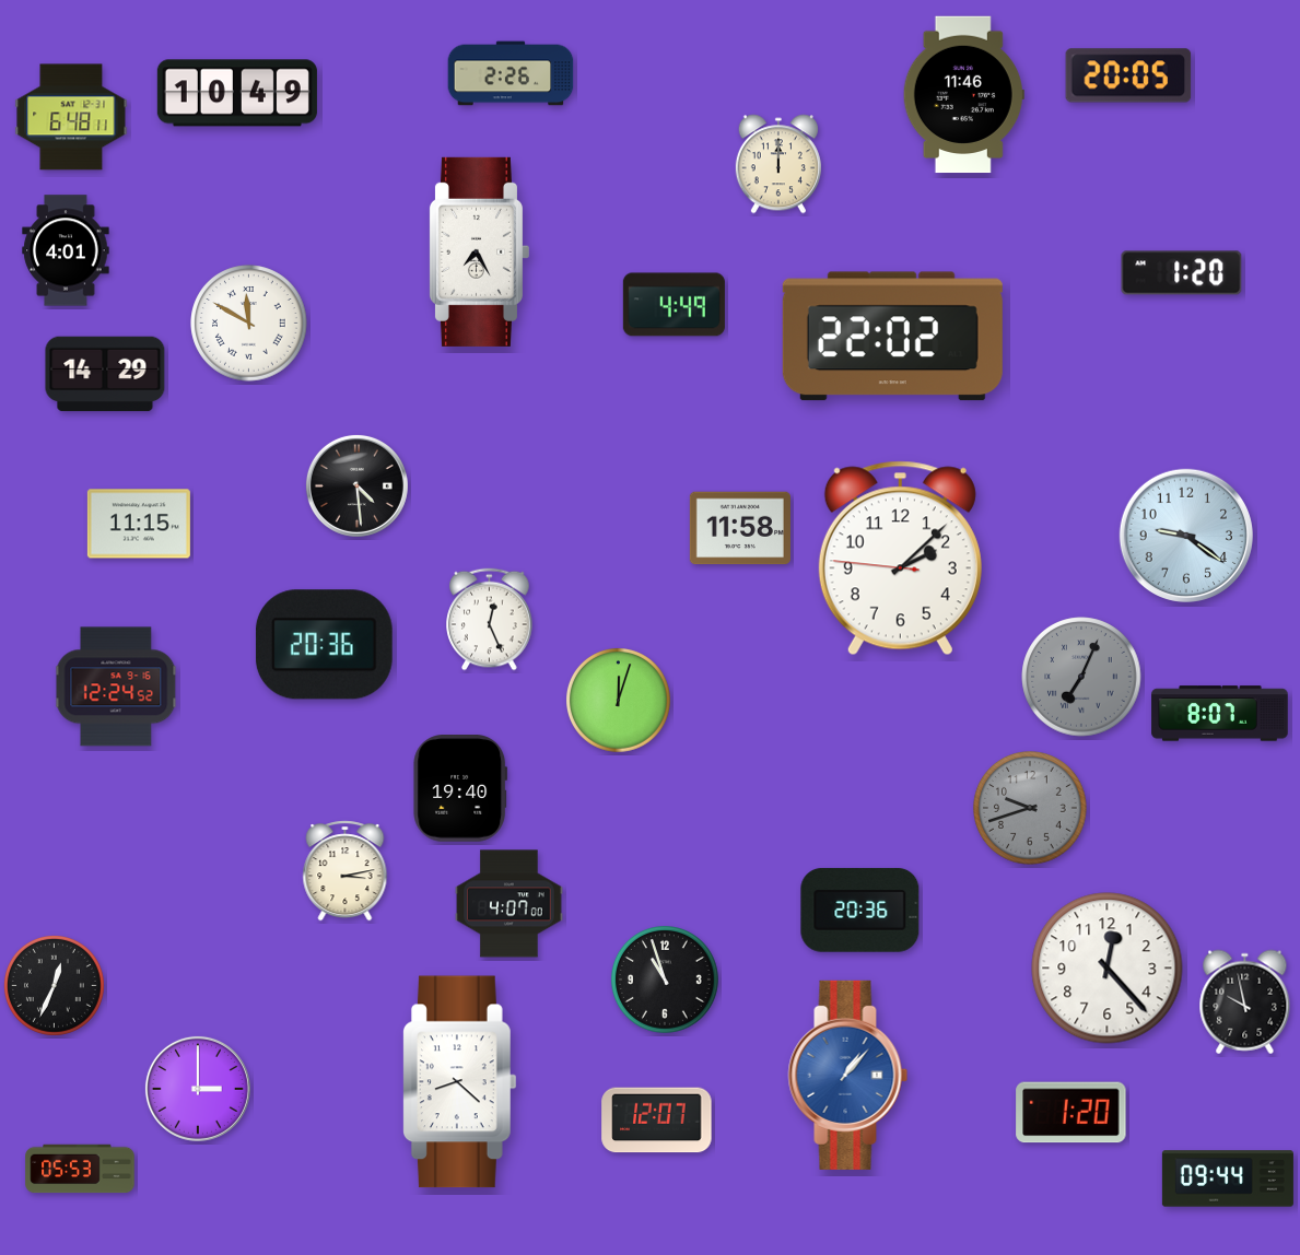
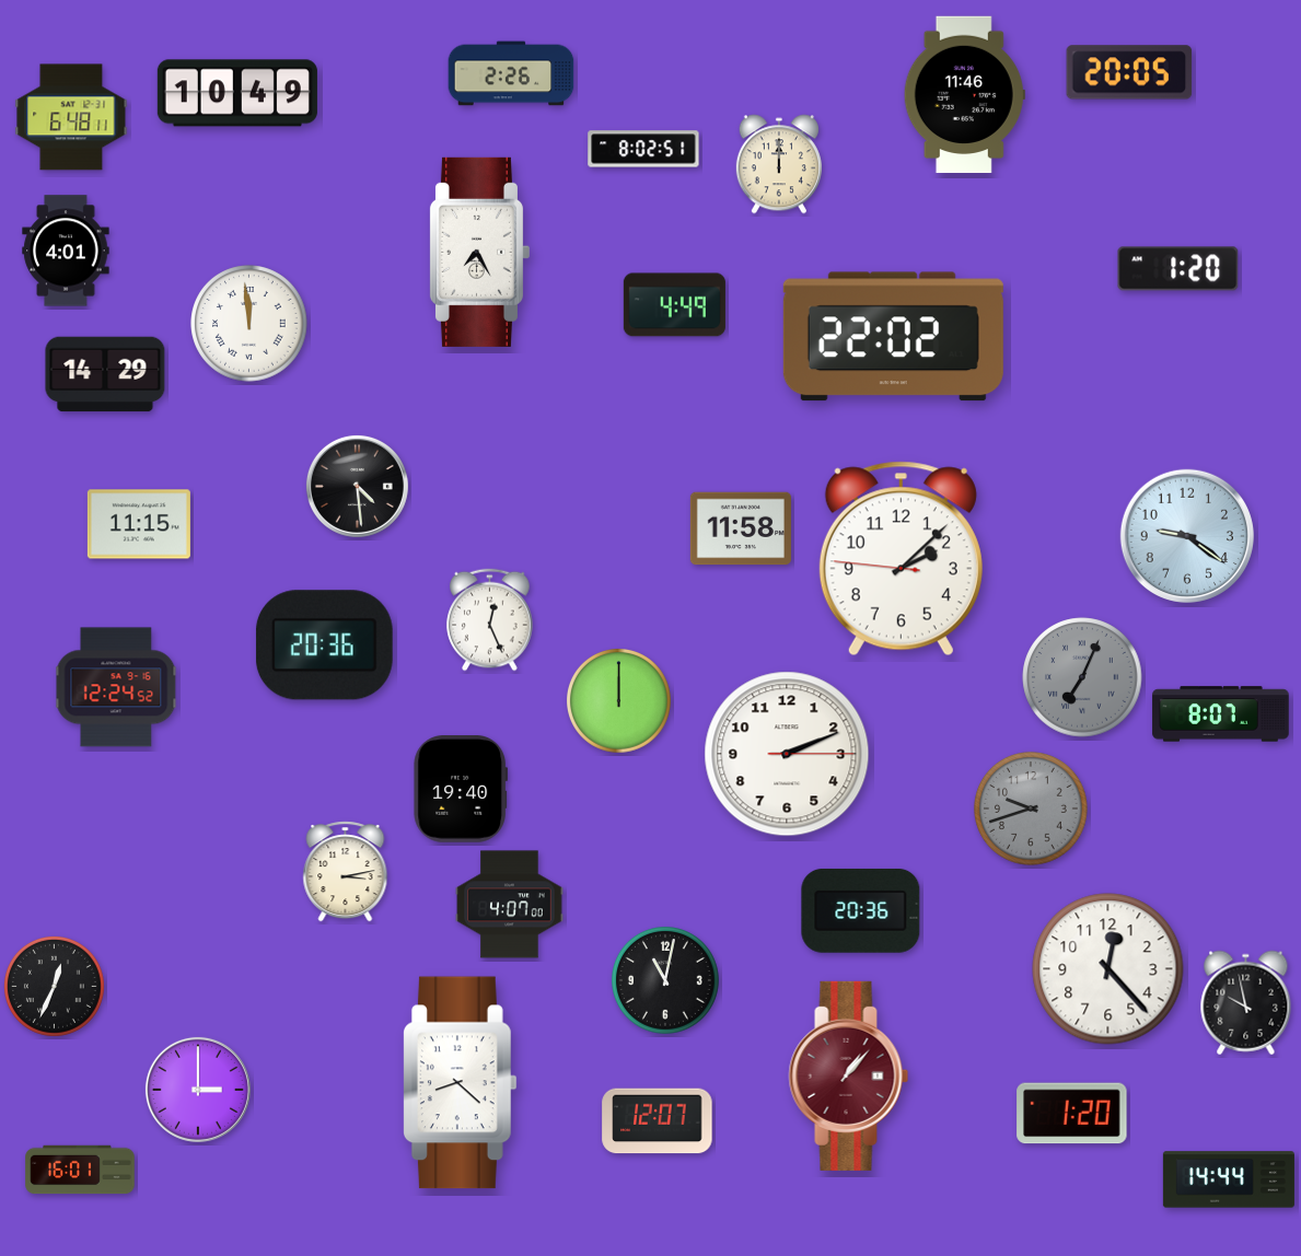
clock at (1128, 75) position: (1128, 75) -> (1129, 72)
clock at (643, 149): none -> 8:02
clock at (1182, 273) position: (1182, 273) -> (1178, 269)
clock at (249, 324): 11:50 -> 11:59
clock at (619, 701): 12:03 -> 12:00
clock at (787, 754): none -> 2:11
clock at (666, 981): 10:57 -> 11:02
clock at (848, 1075) dial: blue -> burgundy
clock at (80, 1169): 05:53 -> 16:01
clock at (1228, 1178): 09:44 -> 14:44
